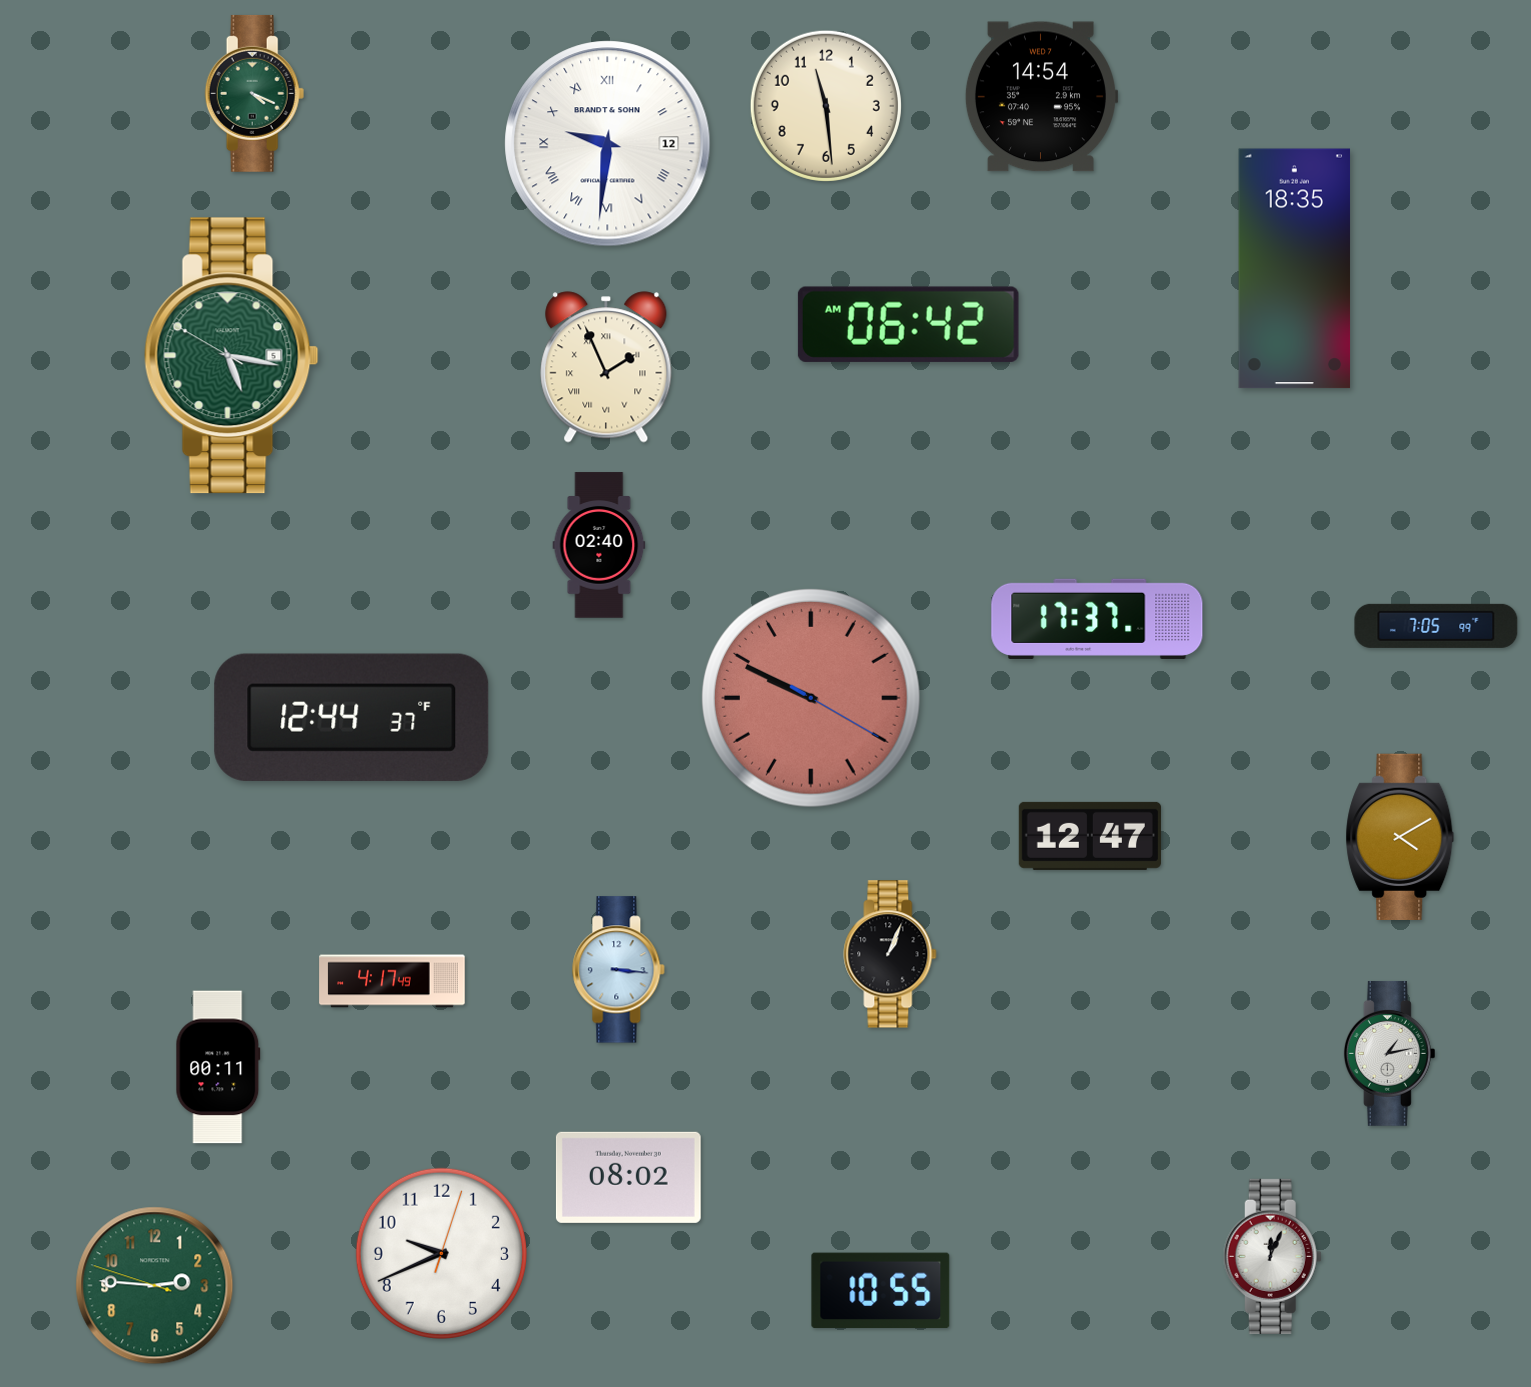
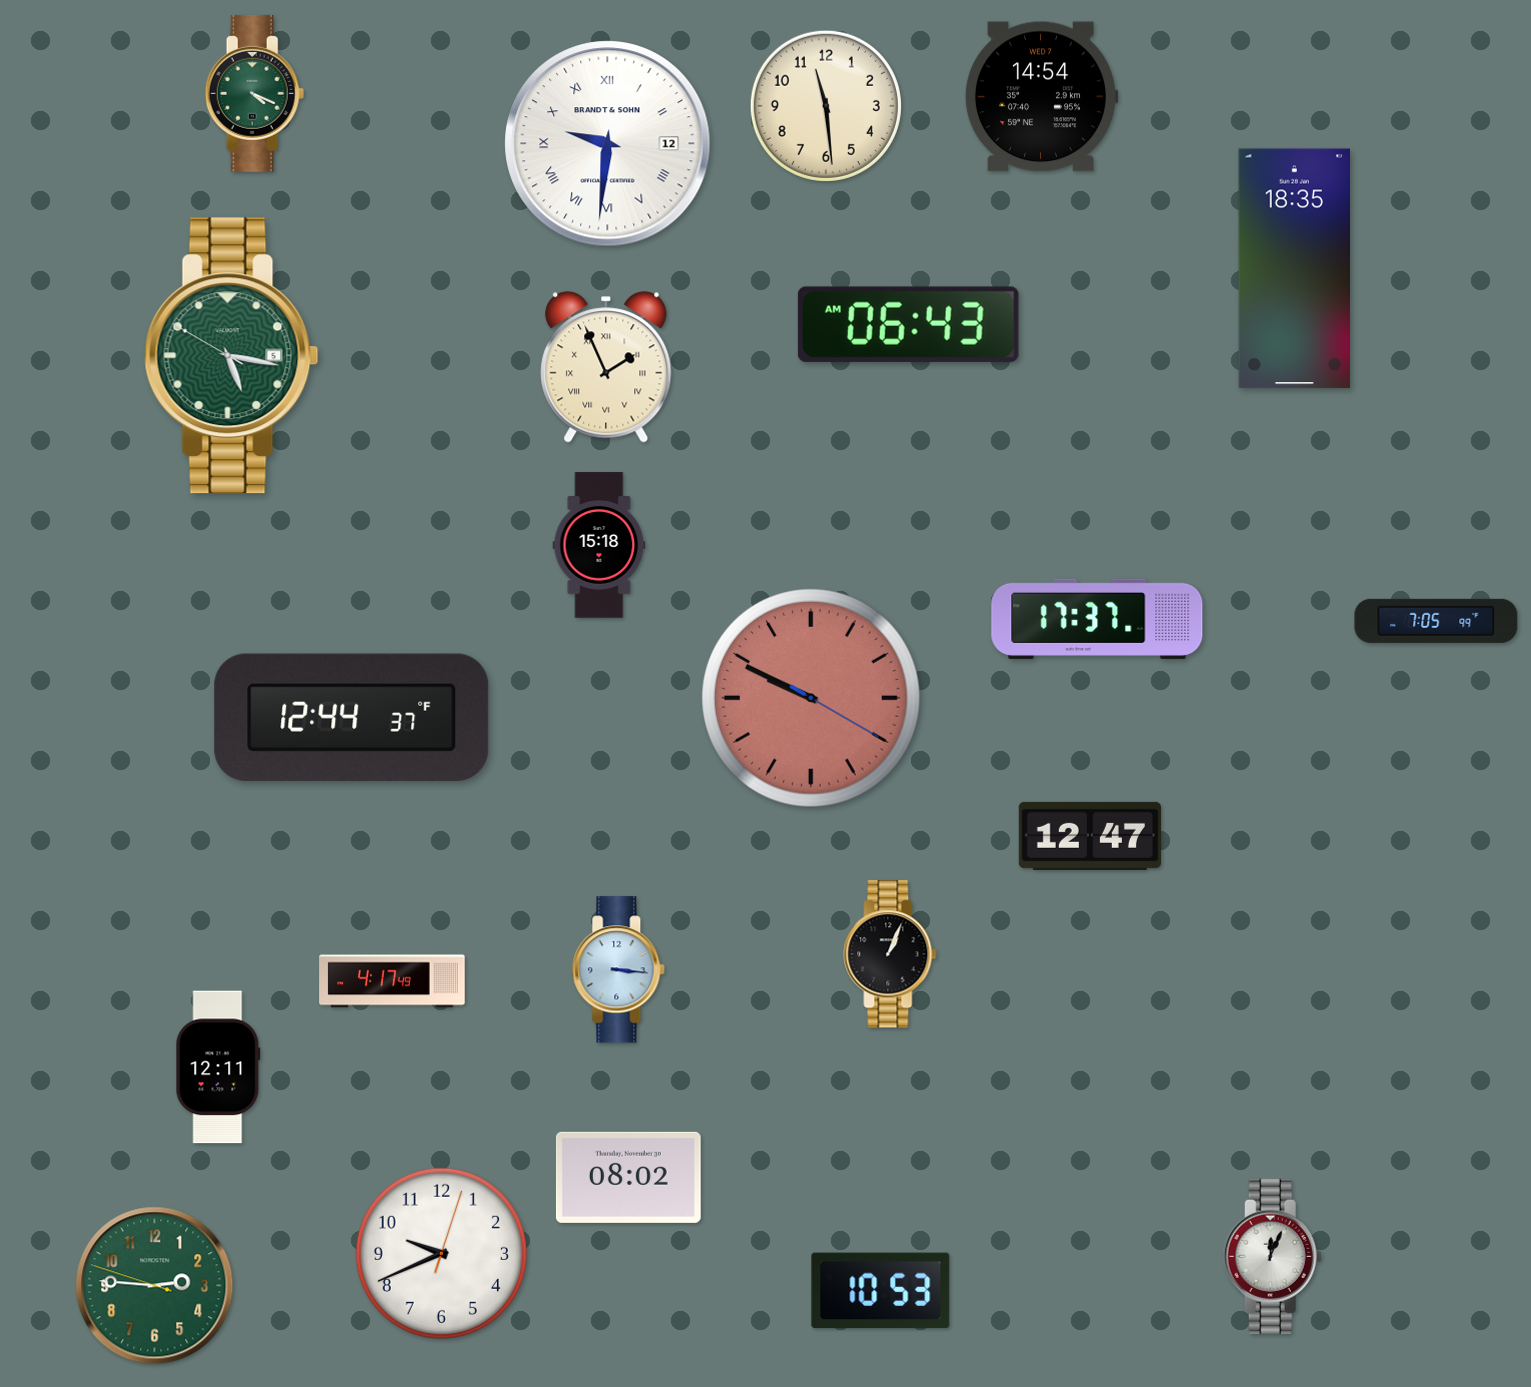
clock at (908, 324): 06:42 -> 06:43
clock at (599, 545): 02:40 -> 15:18
clock at (1436, 626) position: (1436, 626) -> (1436, 621)
clock at (1400, 836): 4:10 -> none
clock at (1389, 1053): 1:13 -> none
clock at (218, 1067): 00:11 -> 12:11
clock at (881, 1291): 10:55 -> 10:53
